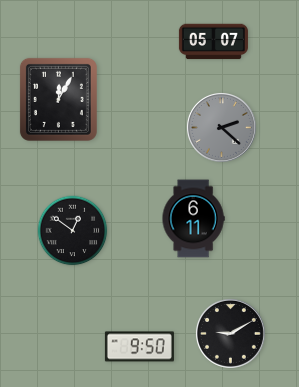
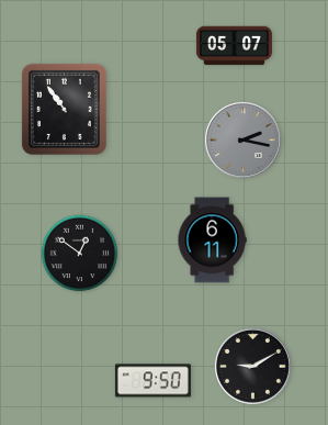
clock at (58, 99): 12:05 -> 10:54
clock at (221, 127): 2:22 -> 2:17
